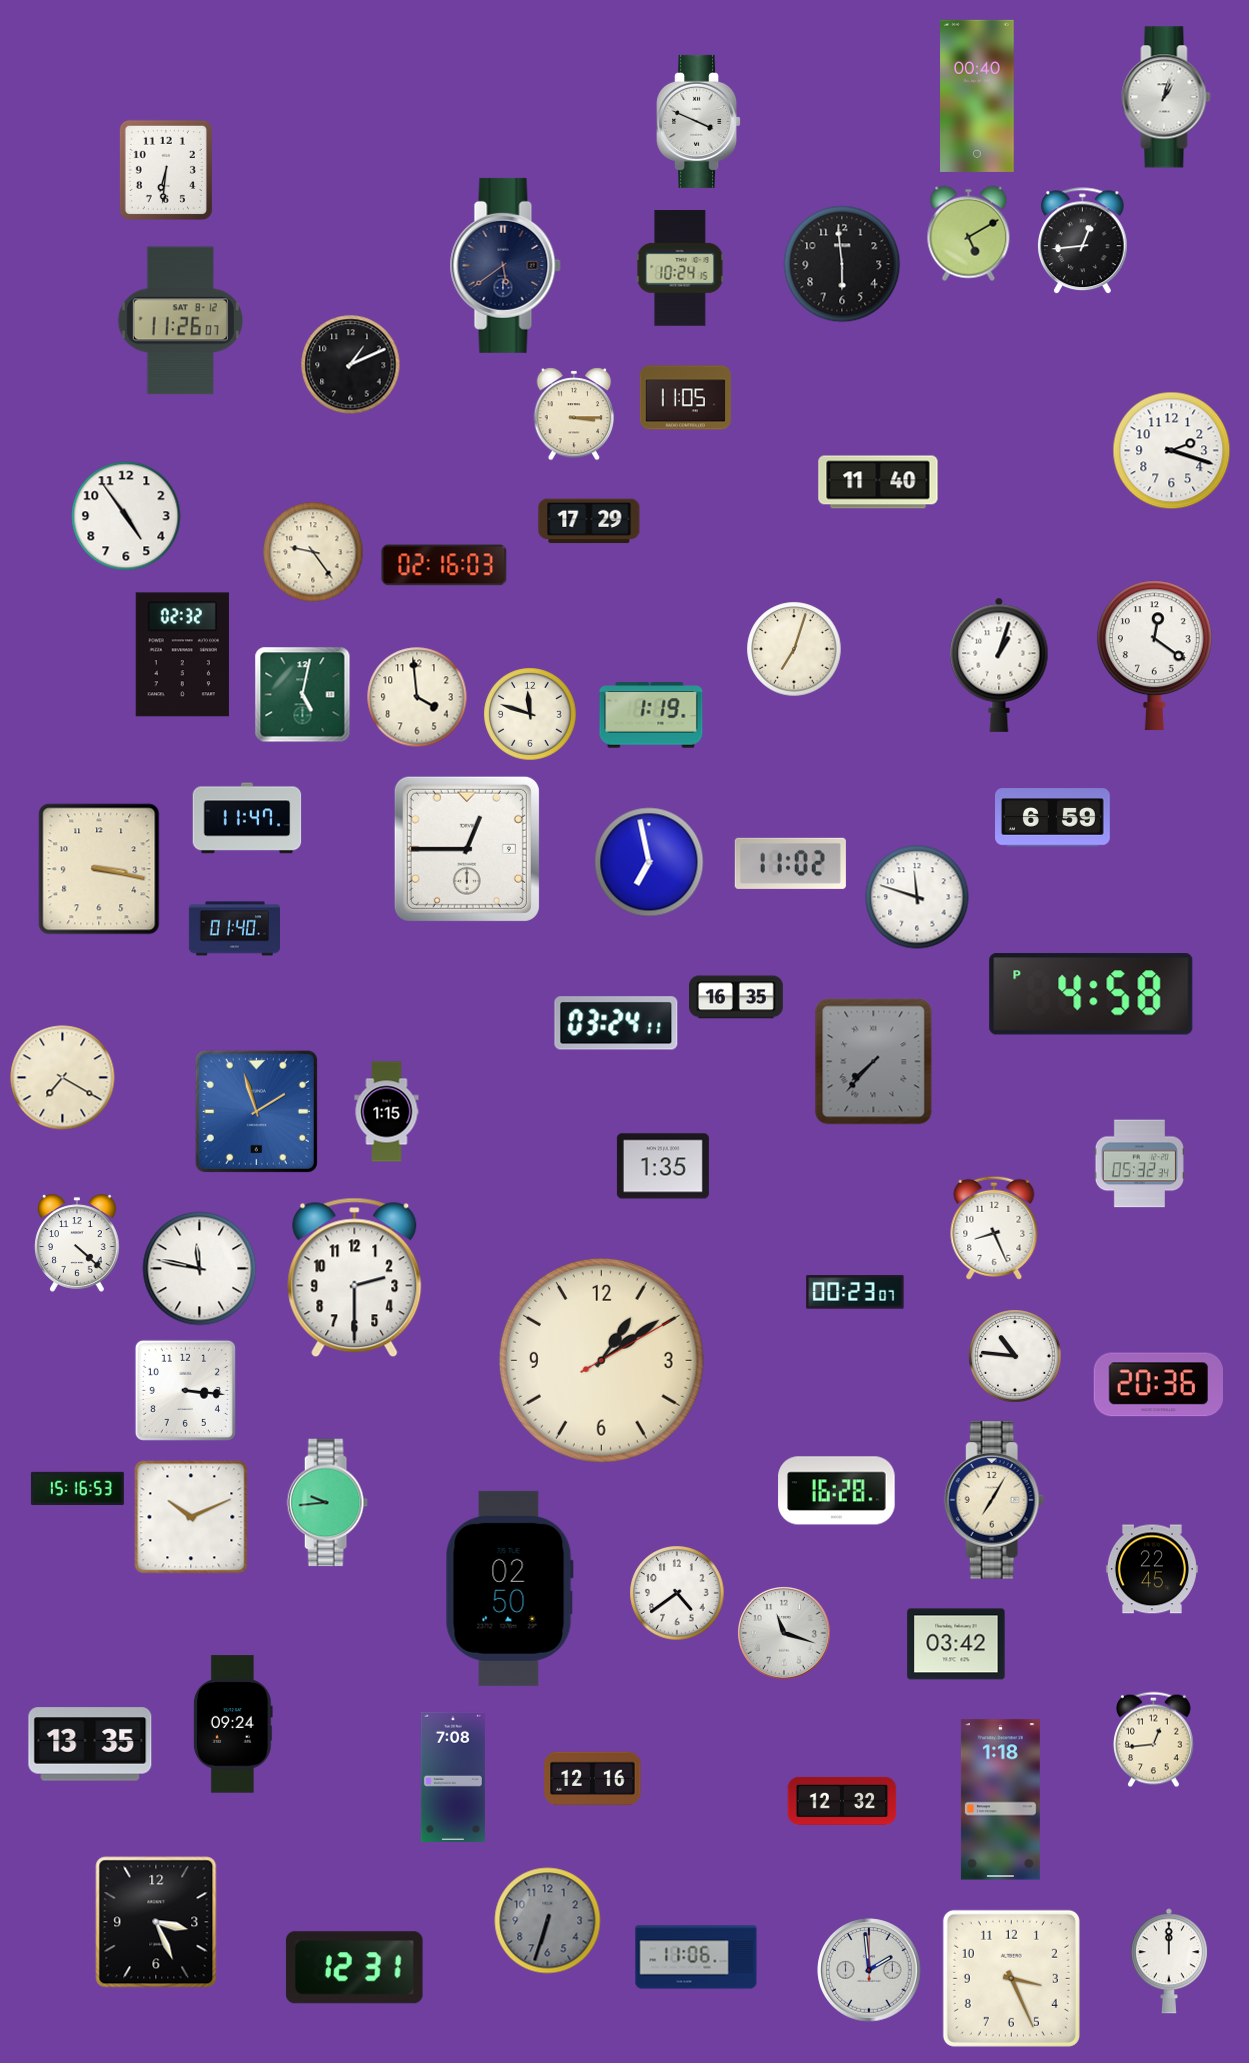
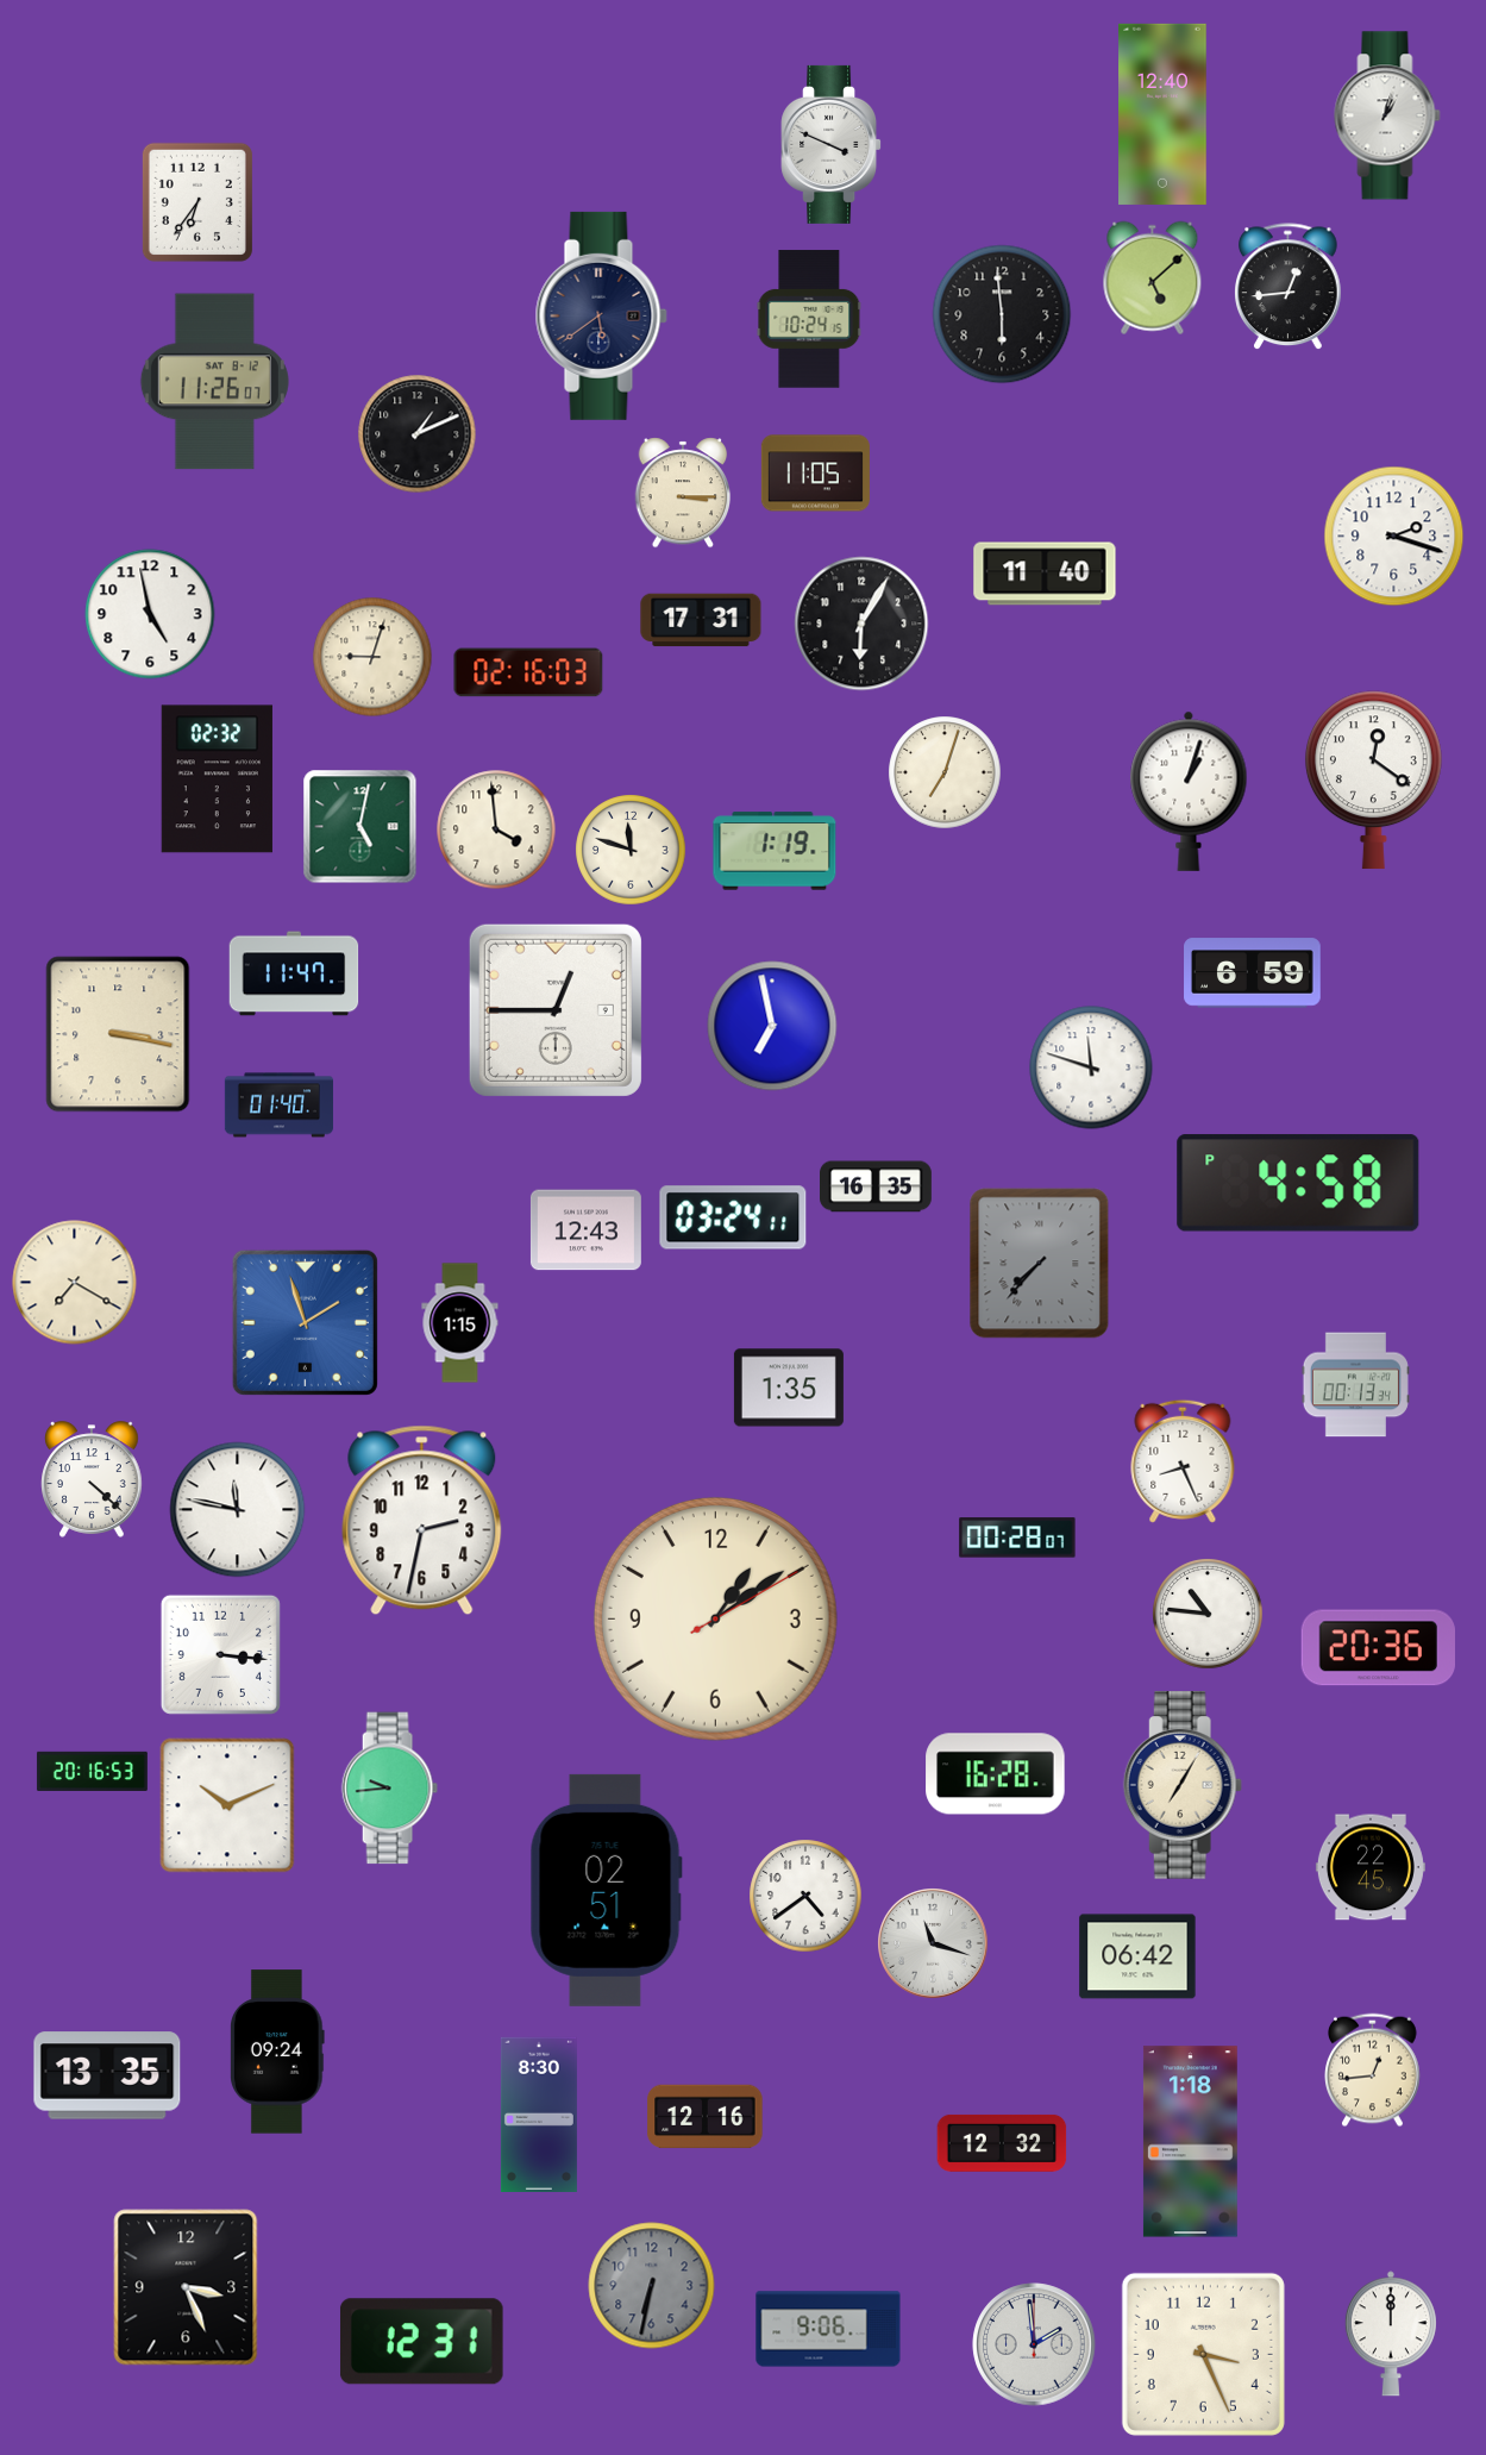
clock at (977, 96): 00:40 -> 12:40
clock at (166, 170): 6:31 -> 6:36
clock at (969, 234): 5:10 -> 5:08
clock at (126, 516): 4:54 -> 4:58
clock at (589, 521): 17:29 -> 17:31
clock at (861, 624): none -> 6:05
clock at (313, 552): 9:24 -> 9:03
clock at (790, 863): 11:02 -> none
clock at (585, 1230): none -> 12:43
clock at (1139, 1164): 05:32 -> 00:13
clock at (355, 1278): 2:30 -> 2:32
clock at (855, 1292): 00:23 -> 00:28
clock at (77, 1488): 15:16 -> 20:16
clock at (509, 1588): 02:50 -> 02:51
clock at (956, 1644): 03:42 -> 06:42
clock at (453, 1777): 7:08 -> 8:30
clock at (548, 1921): 6:33 -> 6:32
clock at (696, 1957): 11:06 -> 9:06
